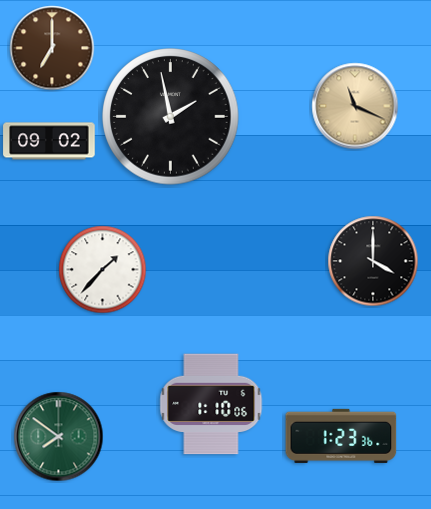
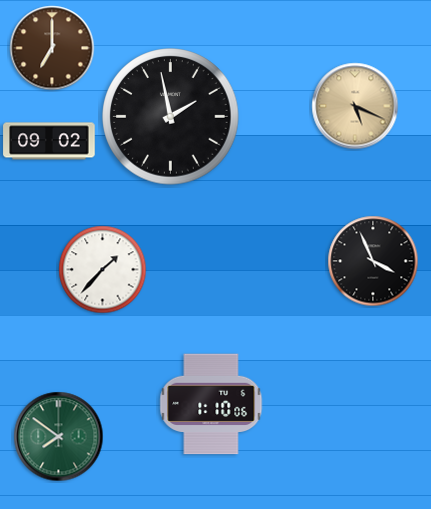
clock at (355, 106): 11:19 -> 5:19
clock at (373, 261): 4:00 -> 3:56
clock at (341, 436): 1:23 -> none
